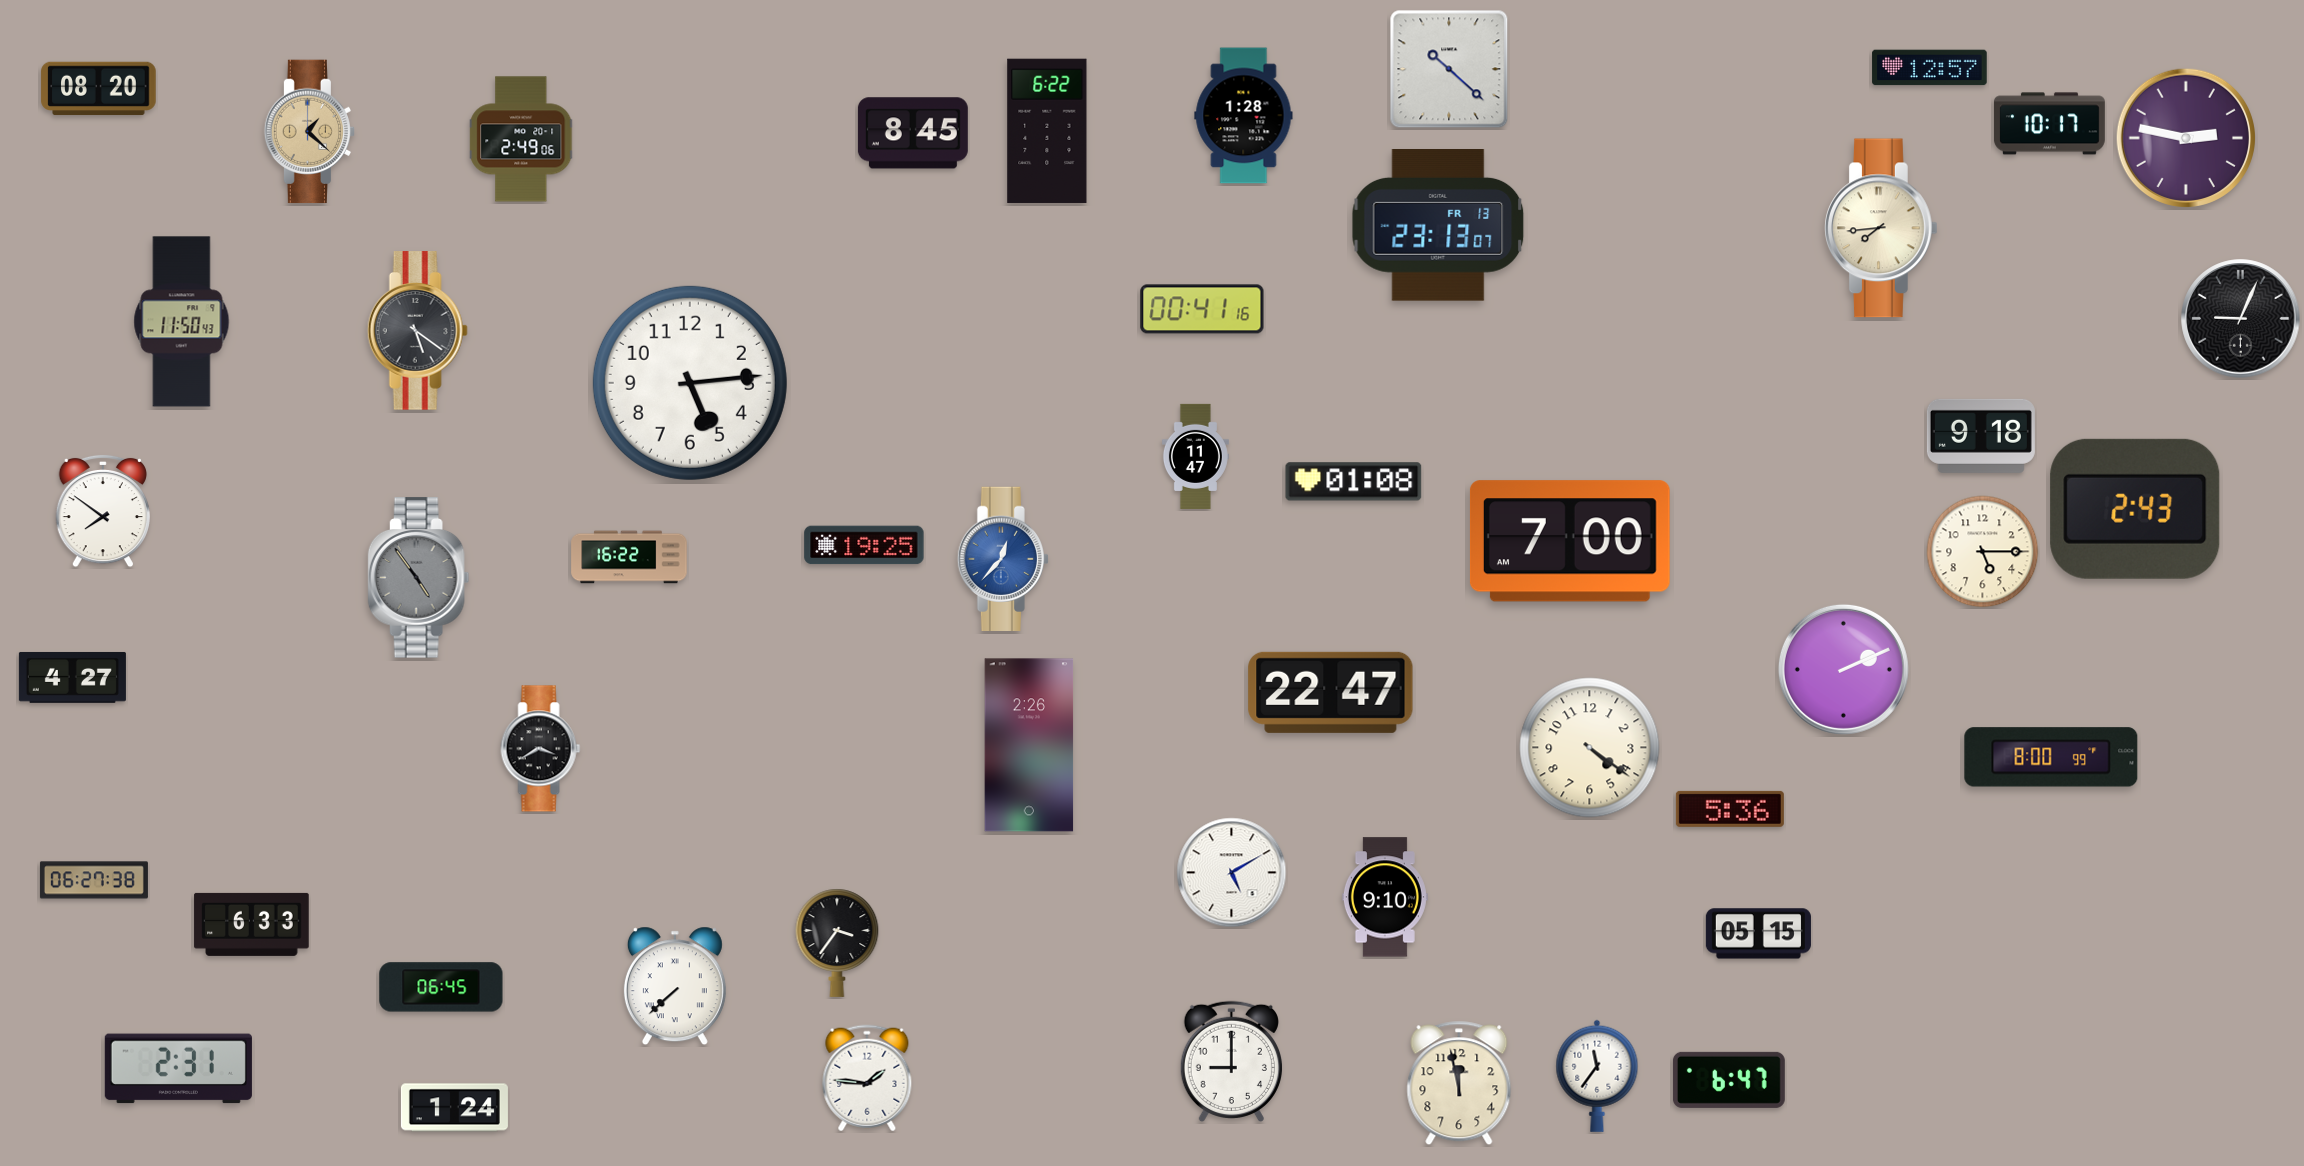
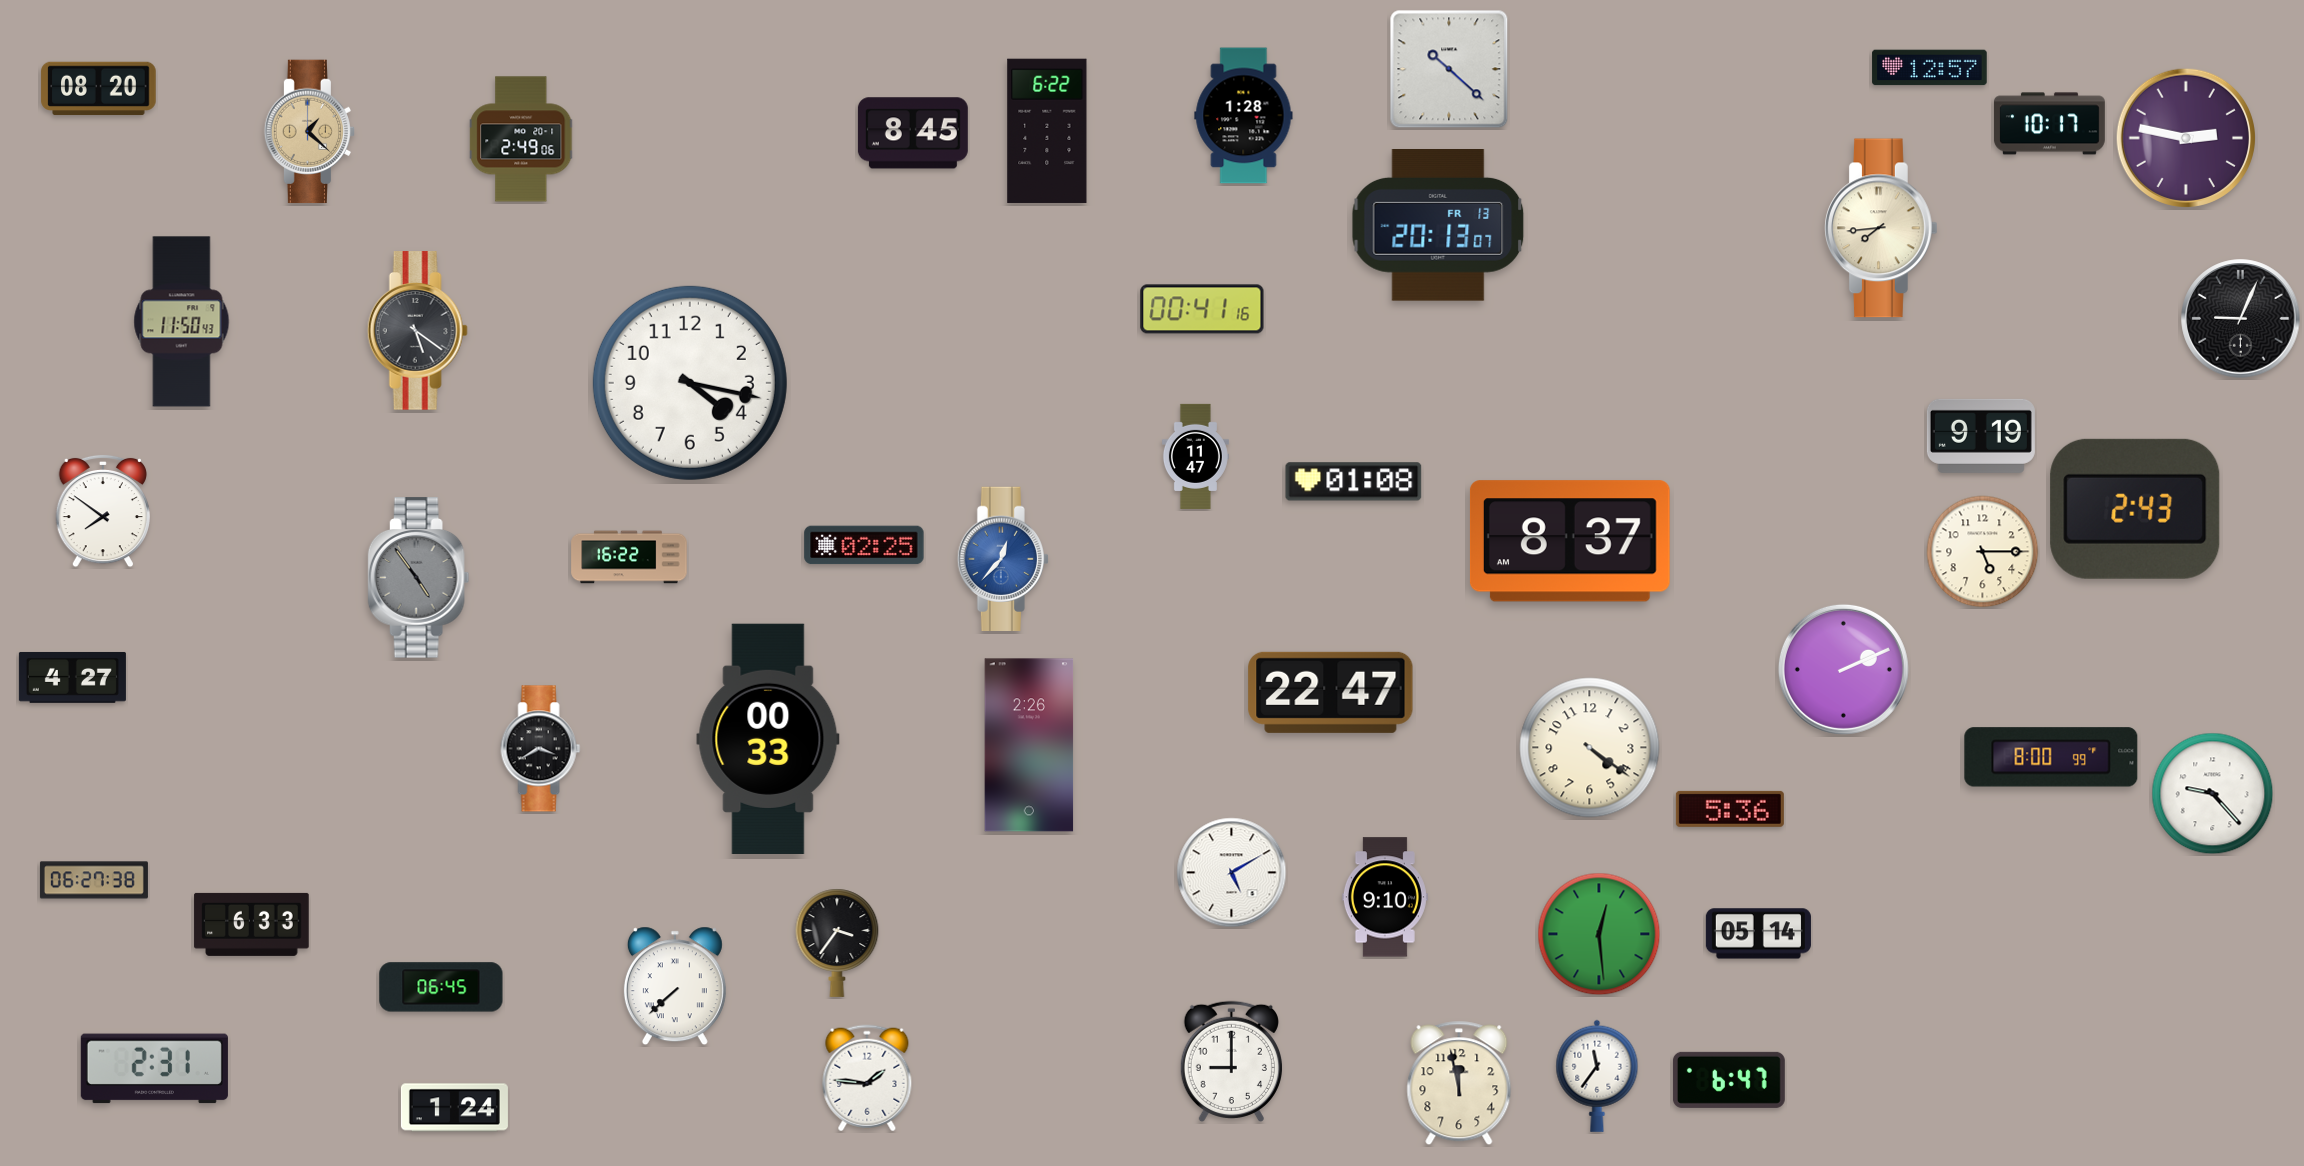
clock at (1438, 226): 23:13 -> 20:13
clock at (690, 383): 5:14 -> 4:17
clock at (1981, 436): 9:18 -> 9:19
clock at (1570, 541): 7:00 -> 8:37
clock at (864, 545): 19:25 -> 02:25
clock at (768, 739): none -> 00:33
clock at (2213, 794): none -> 9:23
clock at (1599, 934): none -> 12:29
clock at (1758, 934): 05:15 -> 05:14
clock at (178, 1069) position: (178, 1069) -> (154, 1069)
